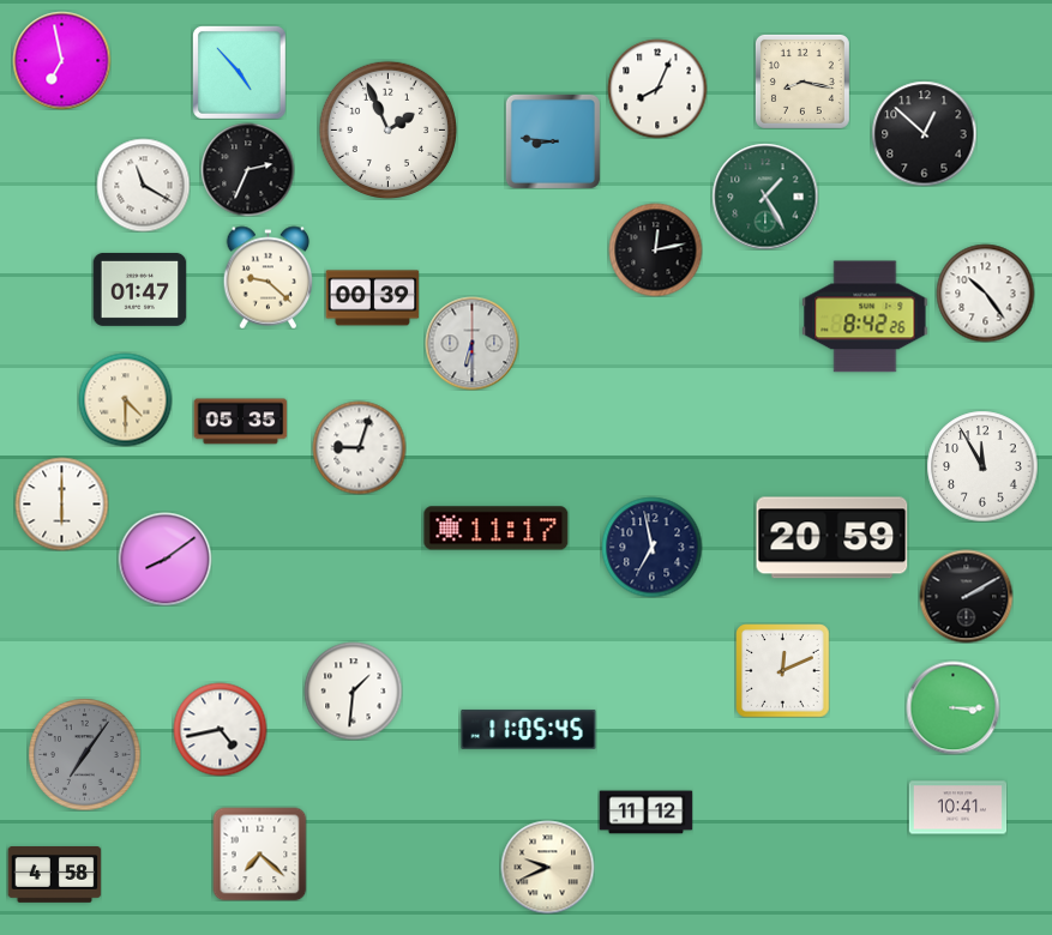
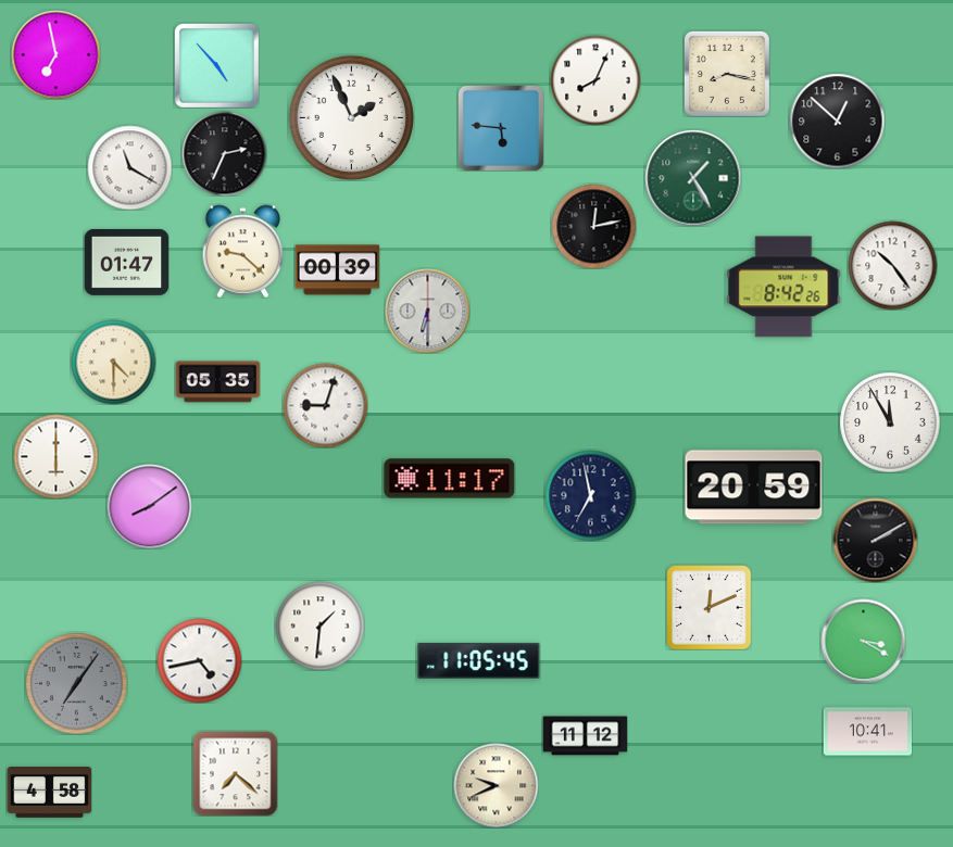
clock at (553, 141): 8:46 -> 5:46
clock at (952, 707): 3:15 -> 3:20
